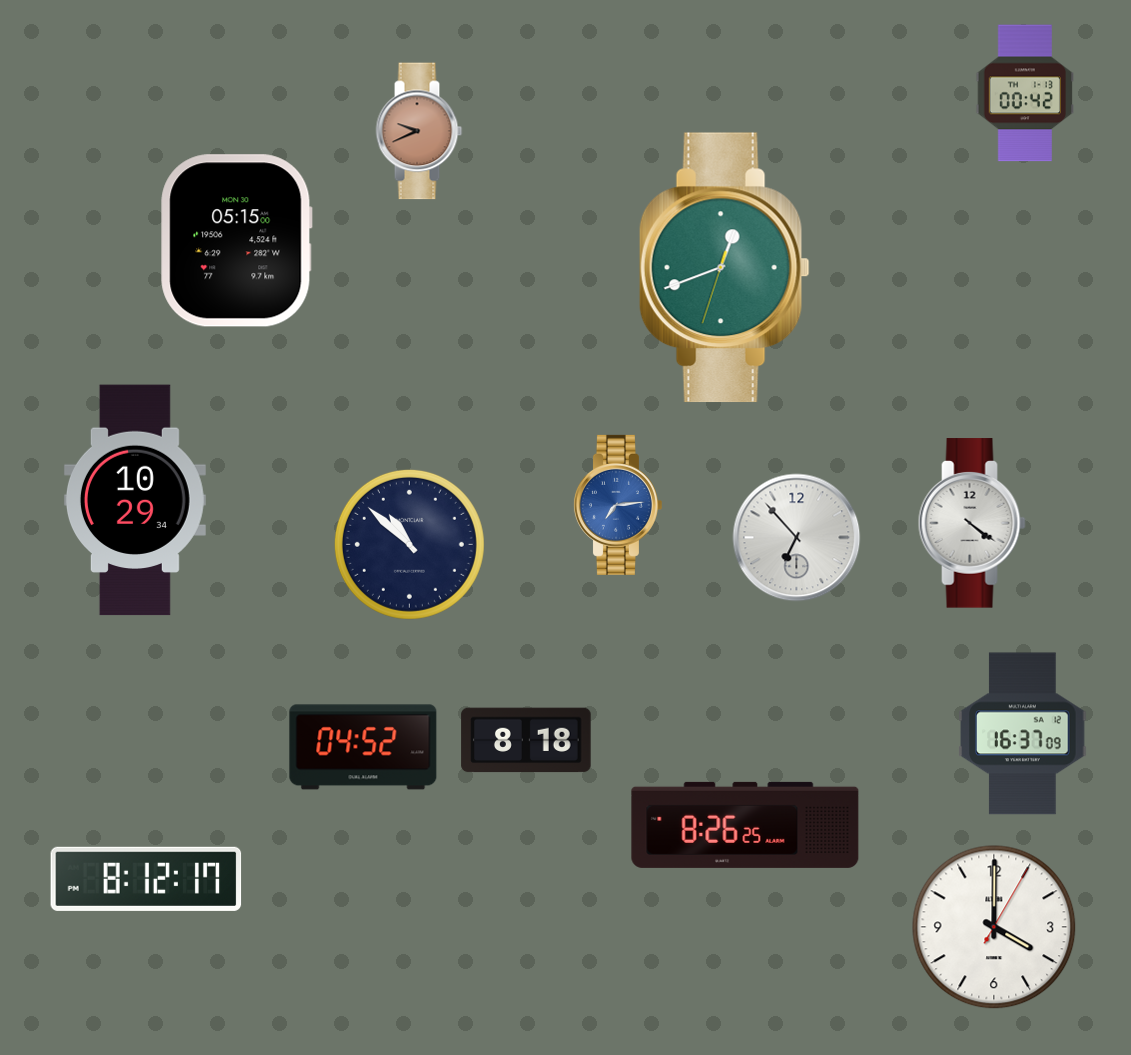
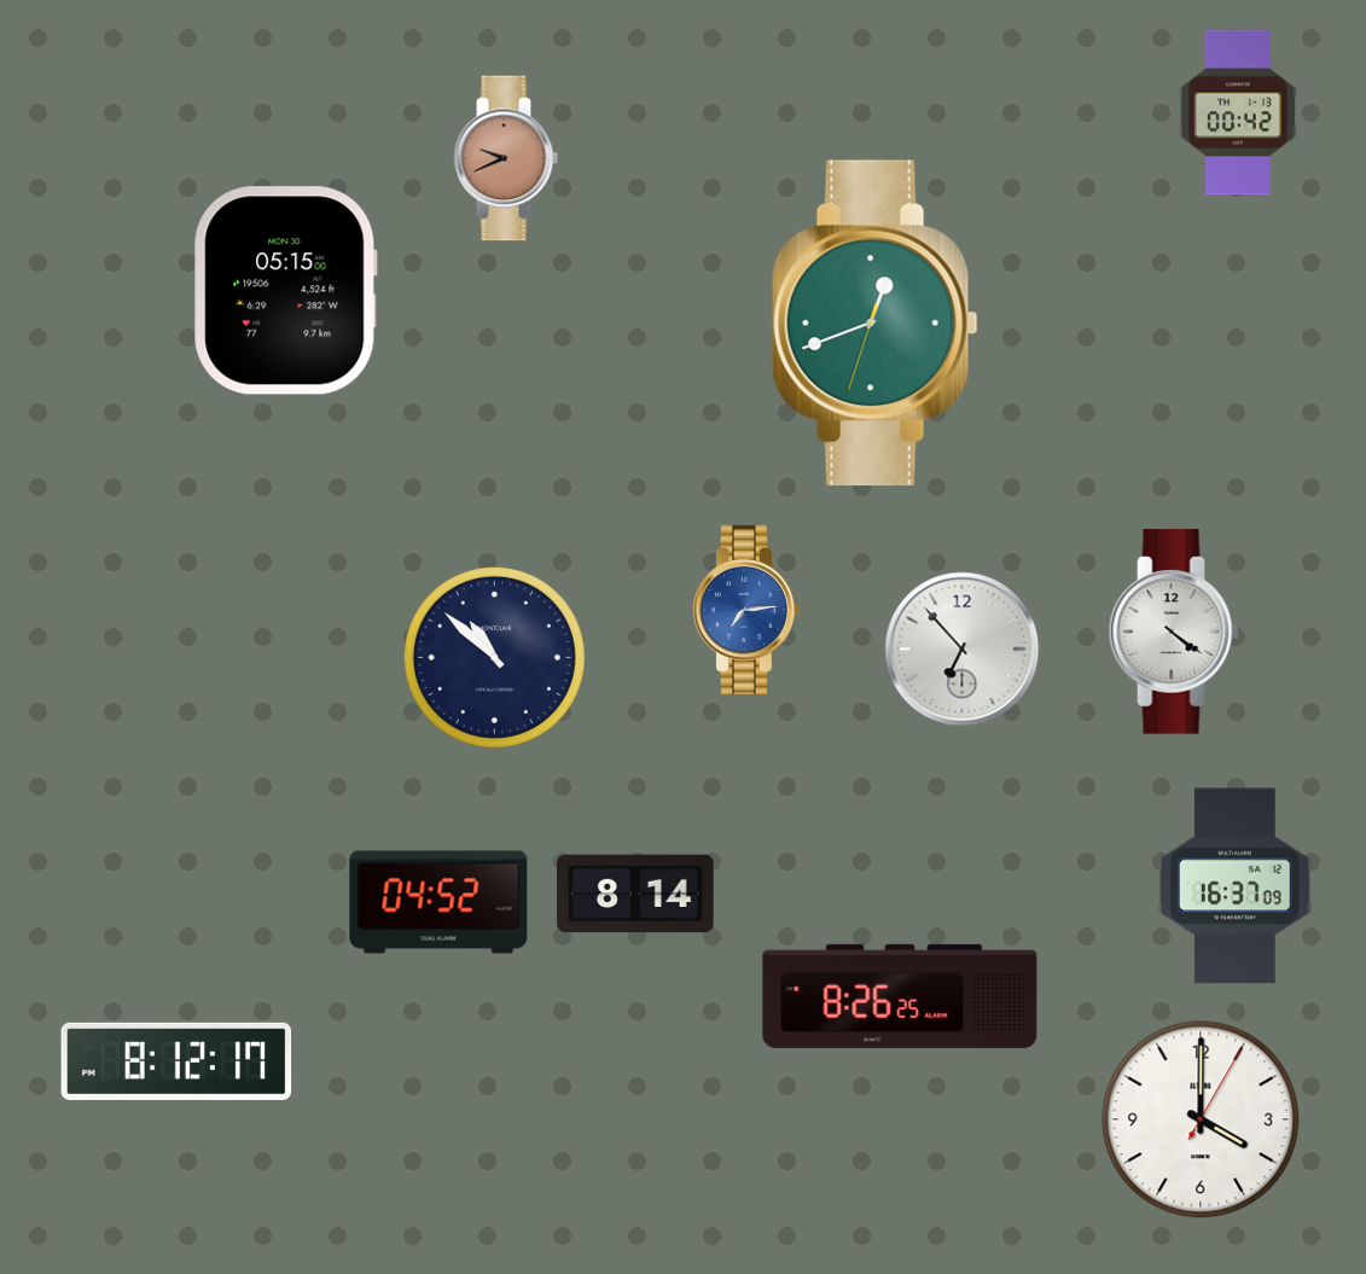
clock at (135, 500): 10:29 -> none
clock at (526, 740): 8:18 -> 8:14
